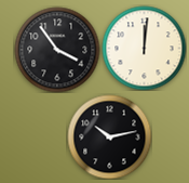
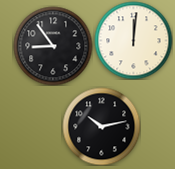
clock at (144, 48) position: (144, 48) -> (133, 40)
clock at (57, 50): 3:54 -> 8:54
